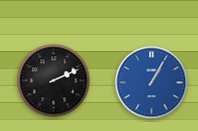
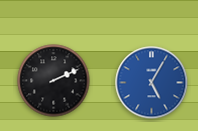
clock at (152, 83): 1:05 -> 5:05
